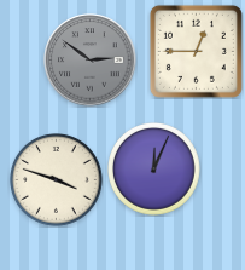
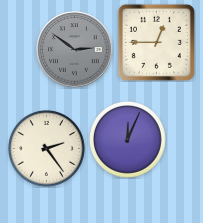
clock at (196, 51) position: (196, 51) -> (156, 42)
clock at (57, 180): 3:48 -> 2:24
